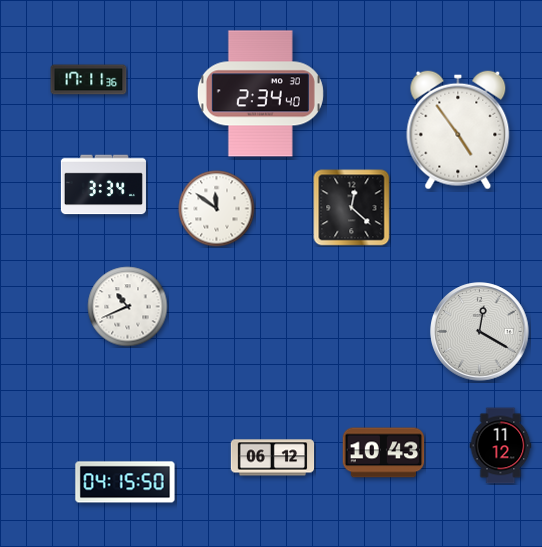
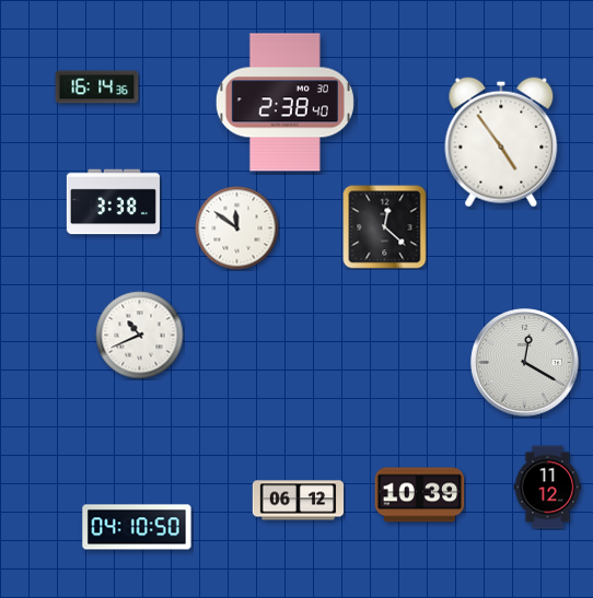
clock at (89, 80): 17:11 -> 16:14
clock at (260, 94): 2:34 -> 2:38
clock at (103, 185): 3:34 -> 3:38
clock at (384, 453): 10:43 -> 10:39
clock at (125, 482): 04:15 -> 04:10
